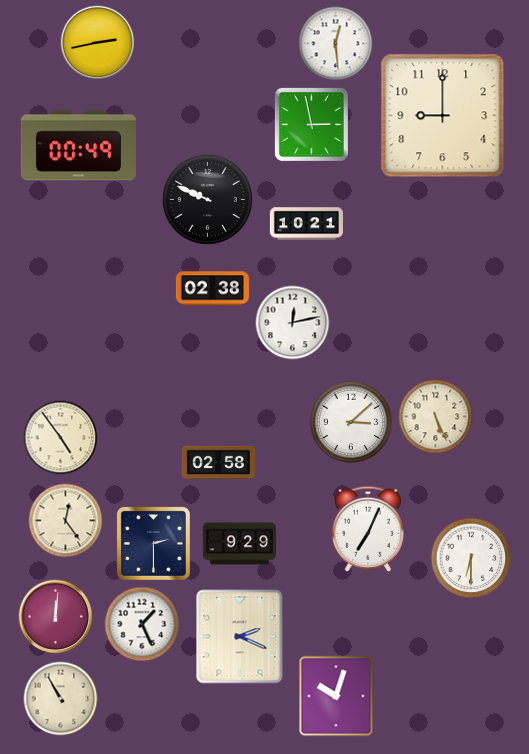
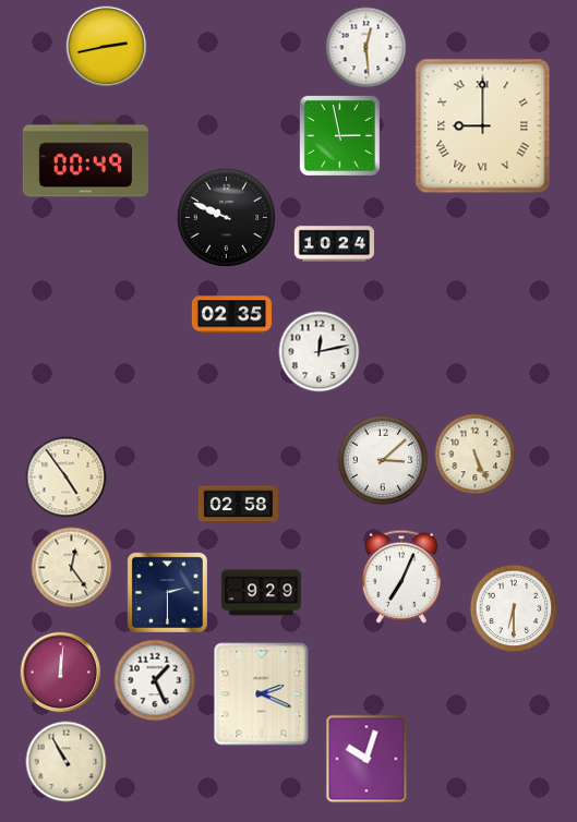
clock at (443, 116) numerals: Arabic -> Roman
clock at (306, 224): 10:21 -> 10:24
clock at (212, 289): 02:38 -> 02:35
